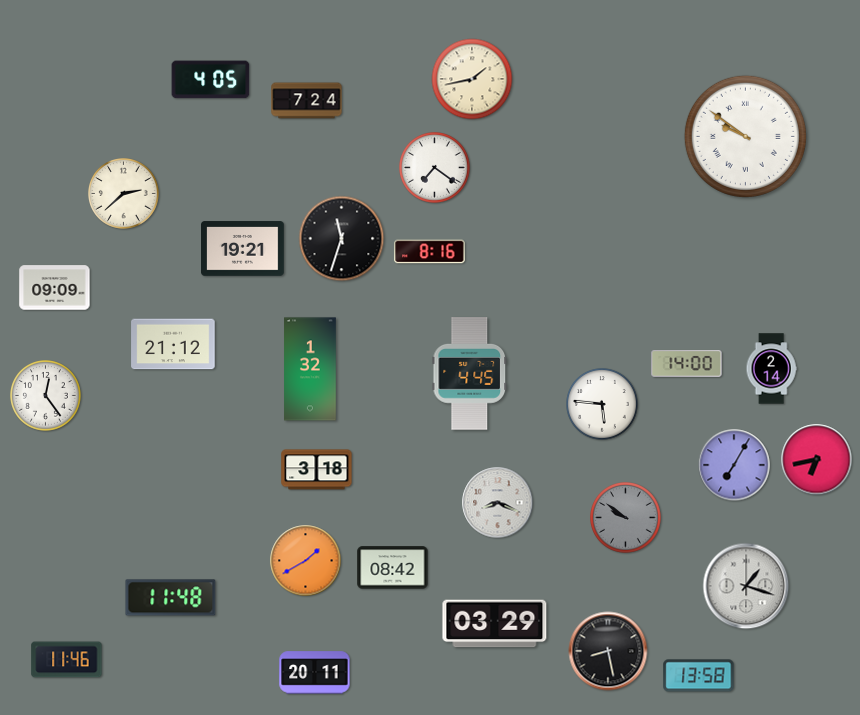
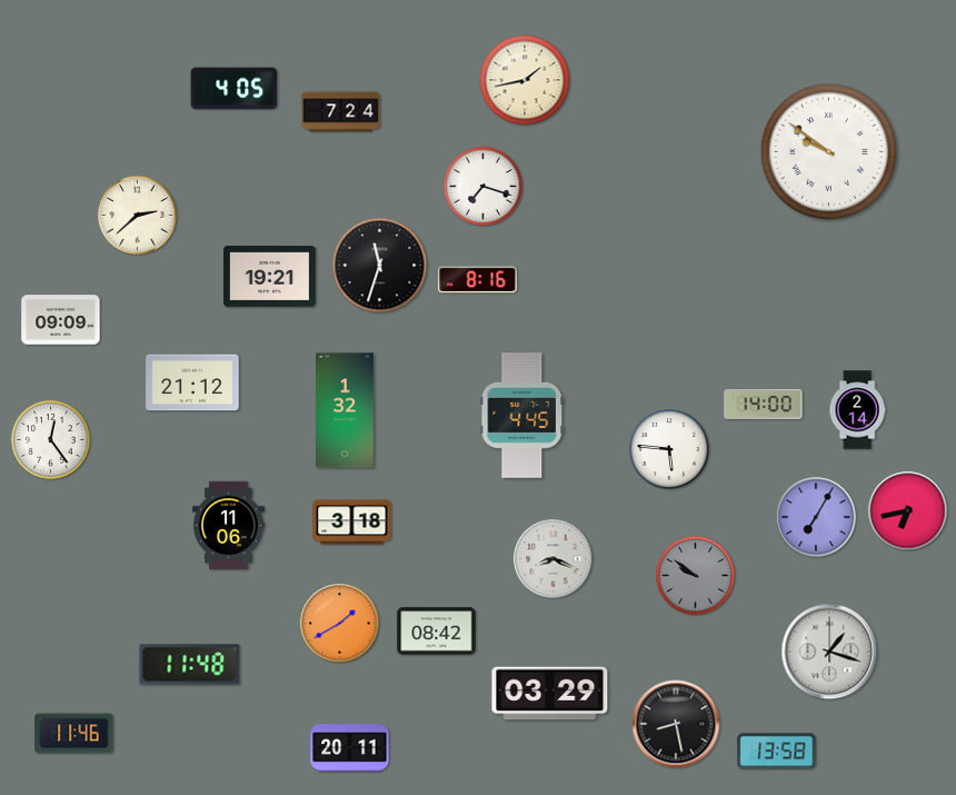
clock at (472, 79) position: (472, 79) -> (525, 80)
clock at (435, 168): 7:21 -> 7:18
clock at (229, 526): none -> 11:06
